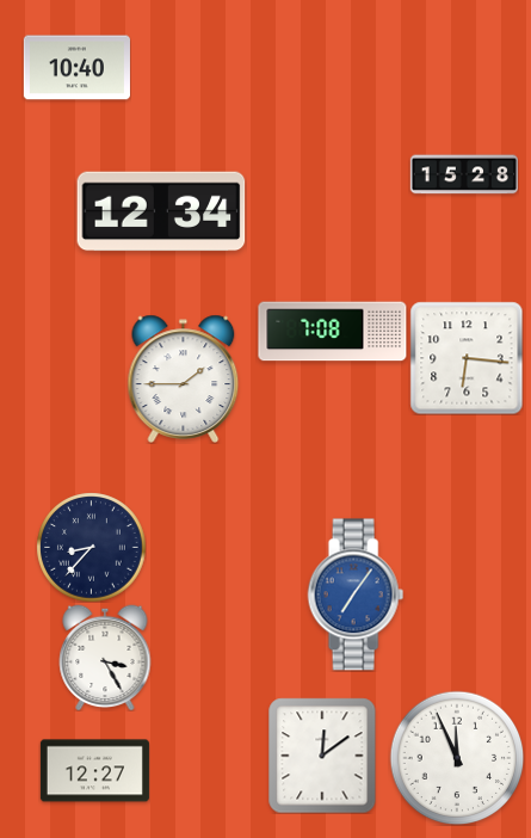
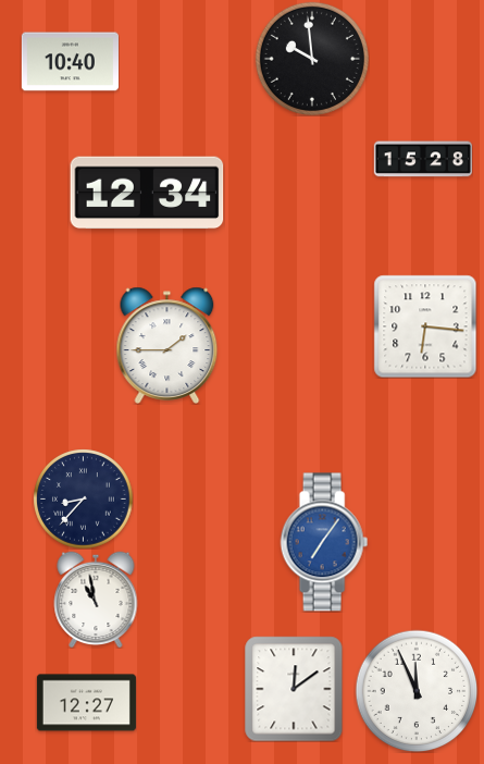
clock at (312, 59): none -> 9:59
clock at (333, 332): 7:08 -> none
clock at (105, 658): 3:25 -> 10:58
